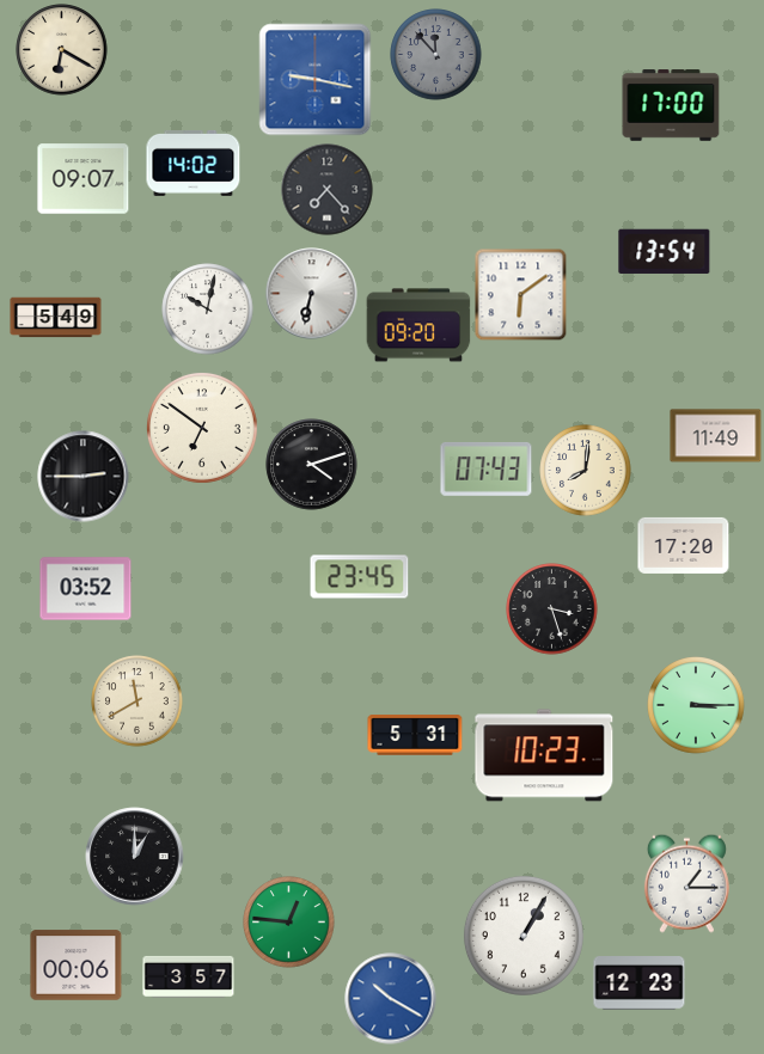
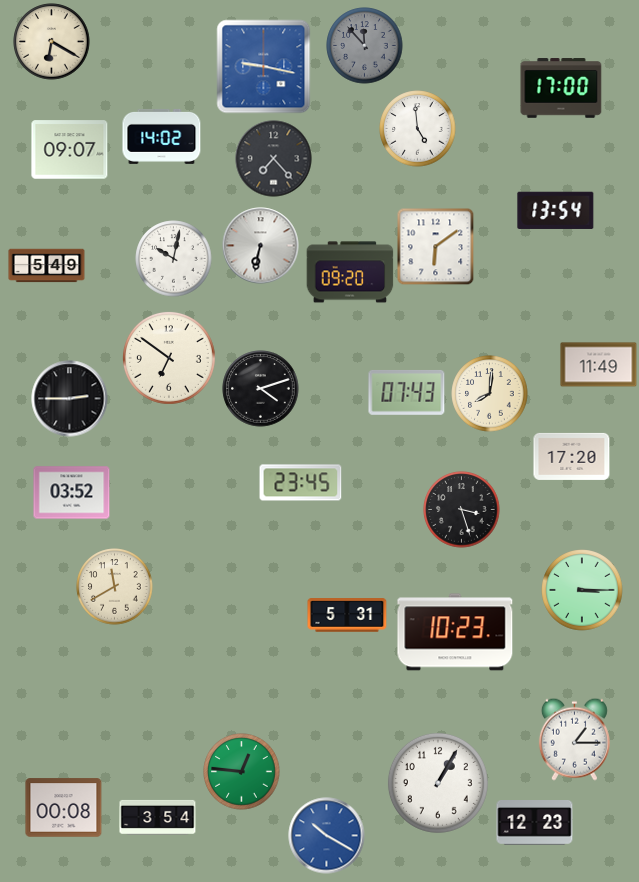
clock at (418, 129): none -> 4:59
clock at (135, 857): 1:00 -> none
clock at (77, 966): 00:06 -> 00:08
clock at (189, 976): 3:57 -> 3:54
